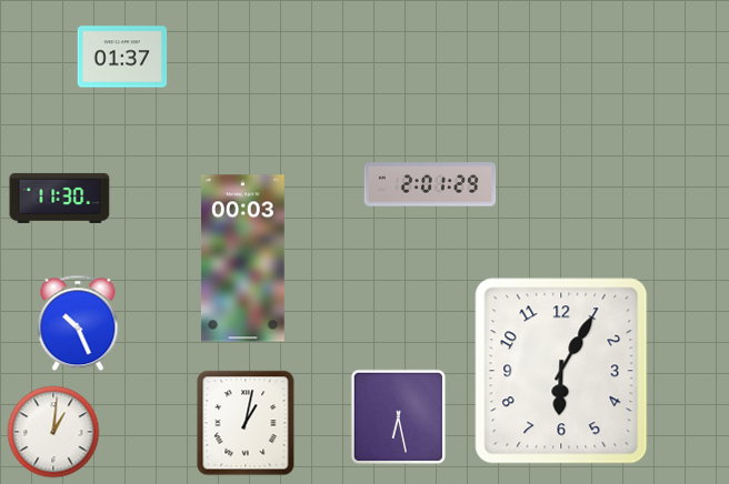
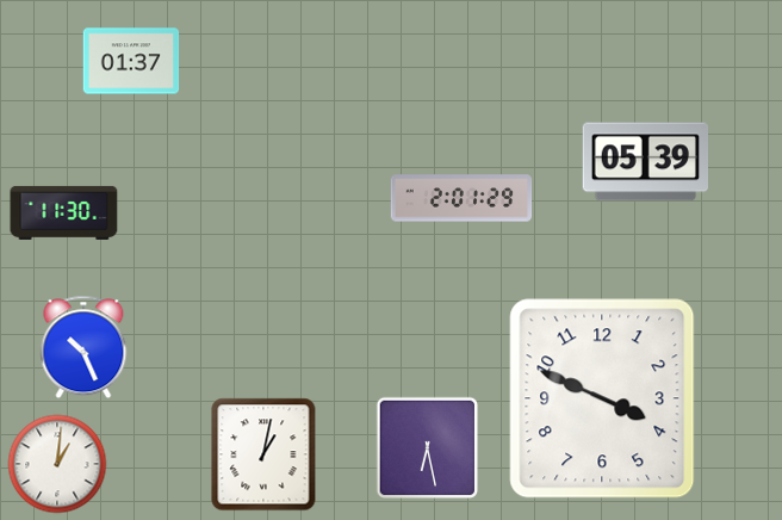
clock at (645, 162): none -> 05:39
clock at (242, 259): 00:03 -> none
clock at (561, 371): 6:05 -> 3:49
